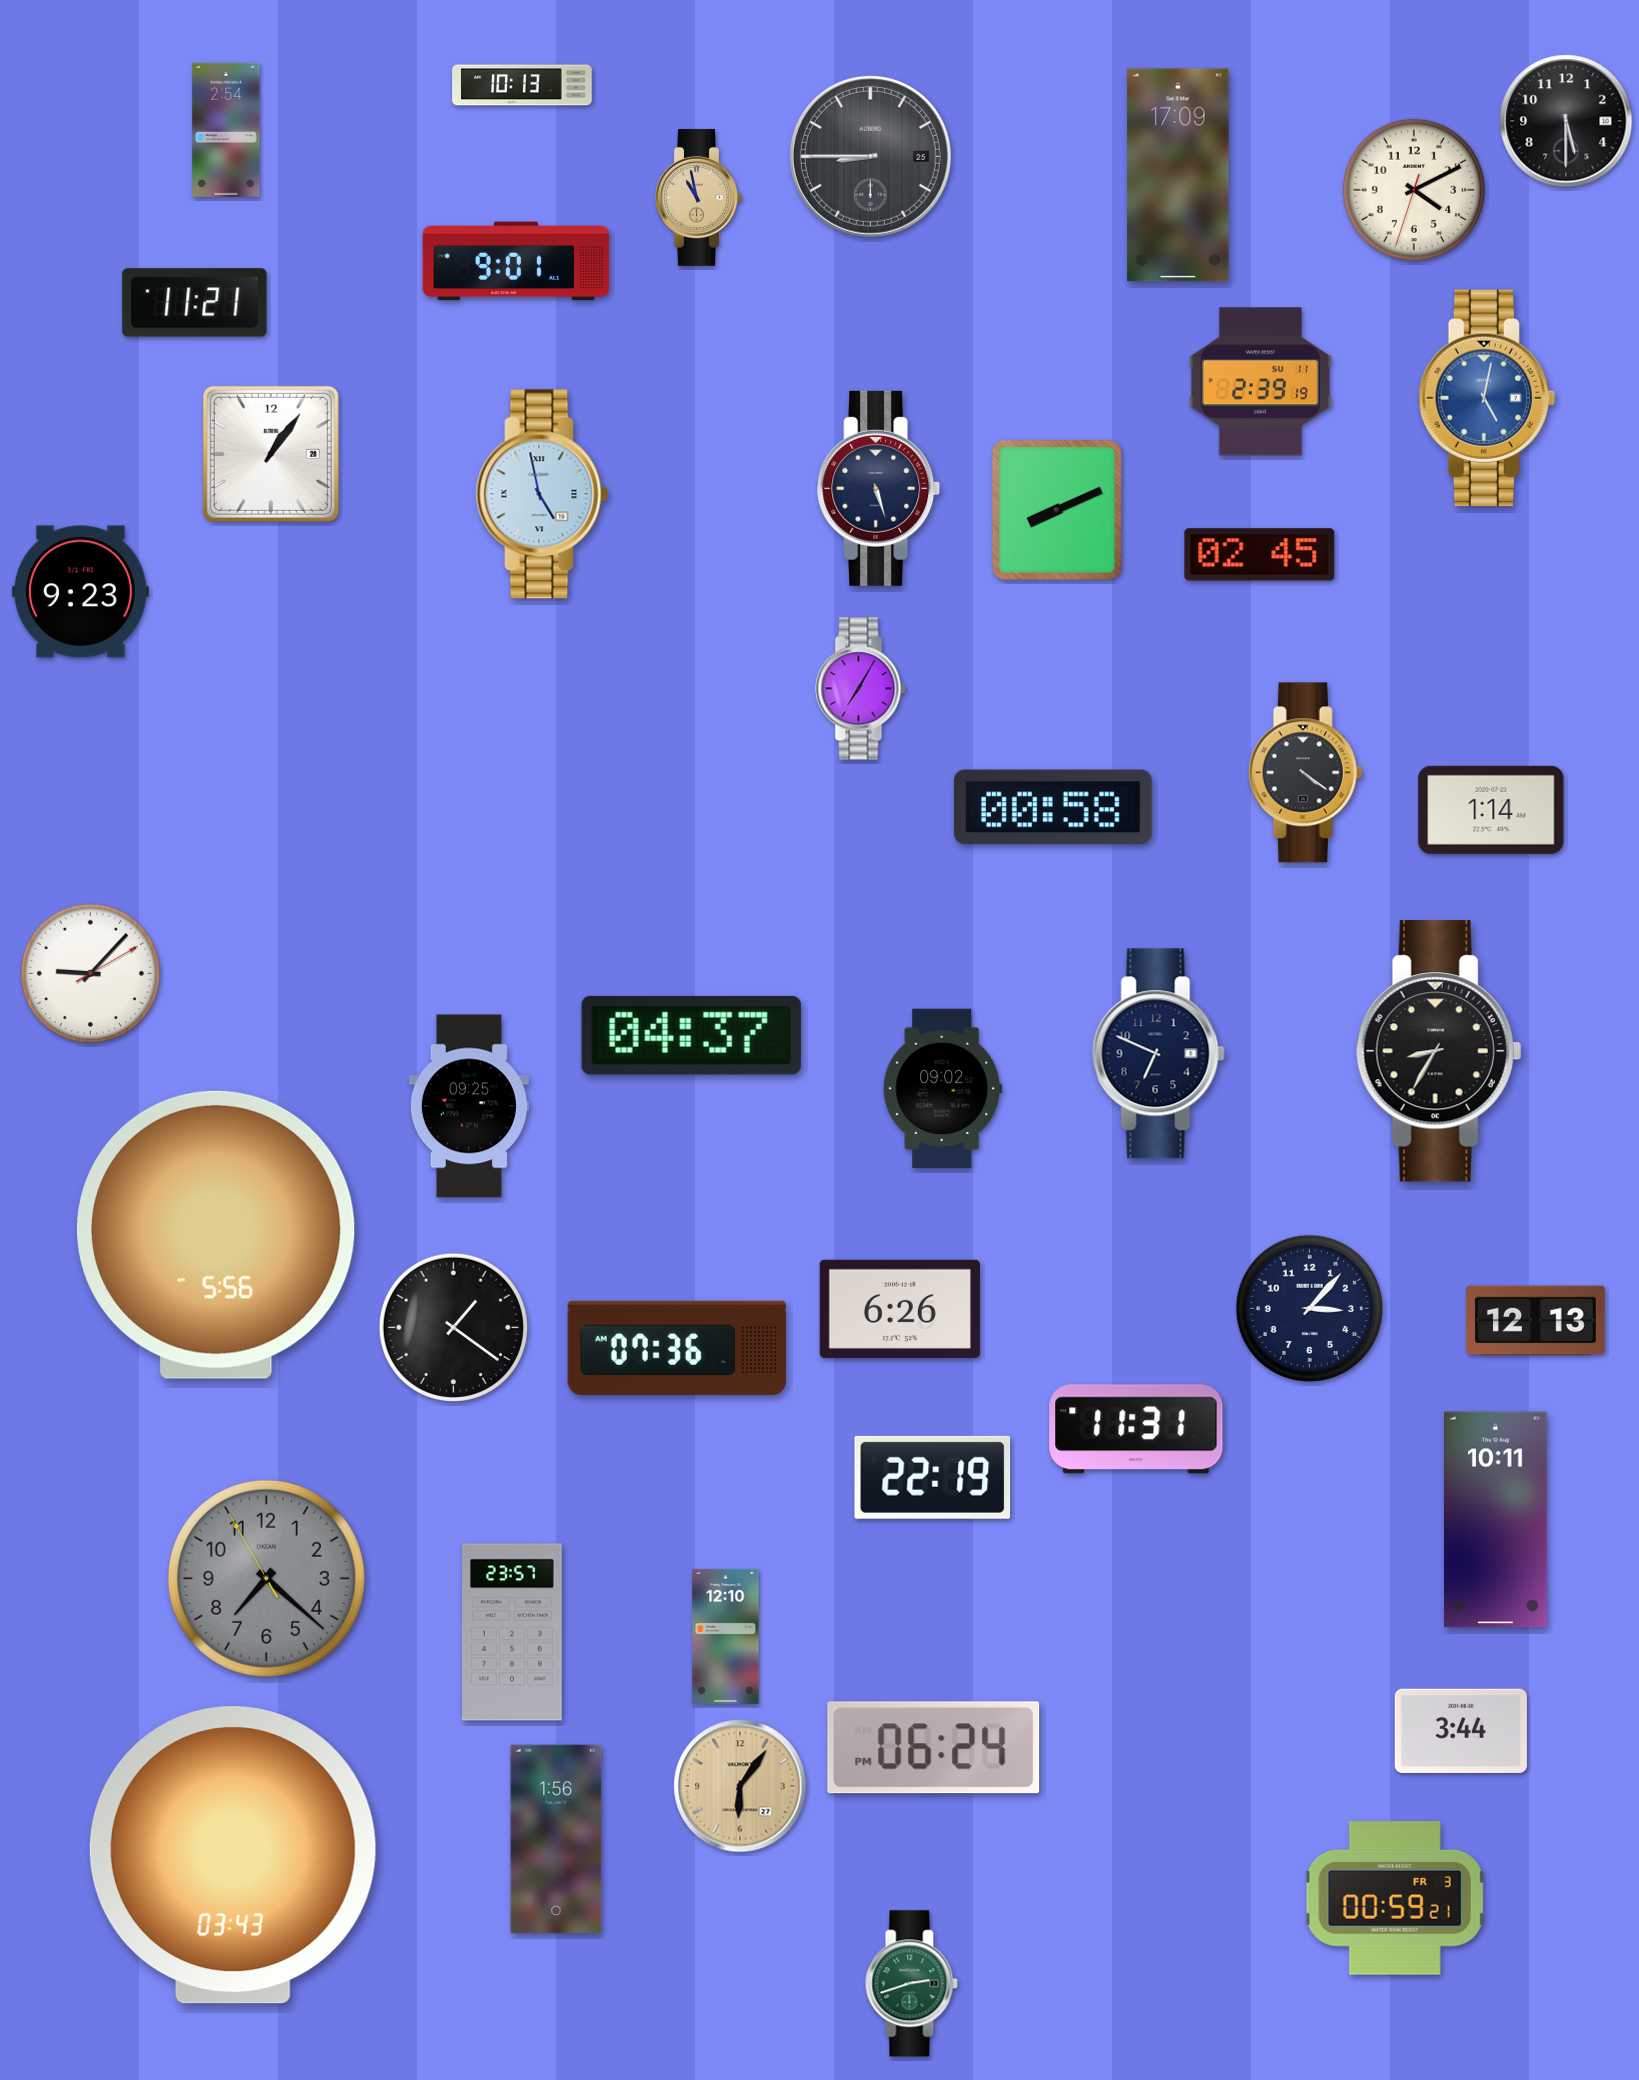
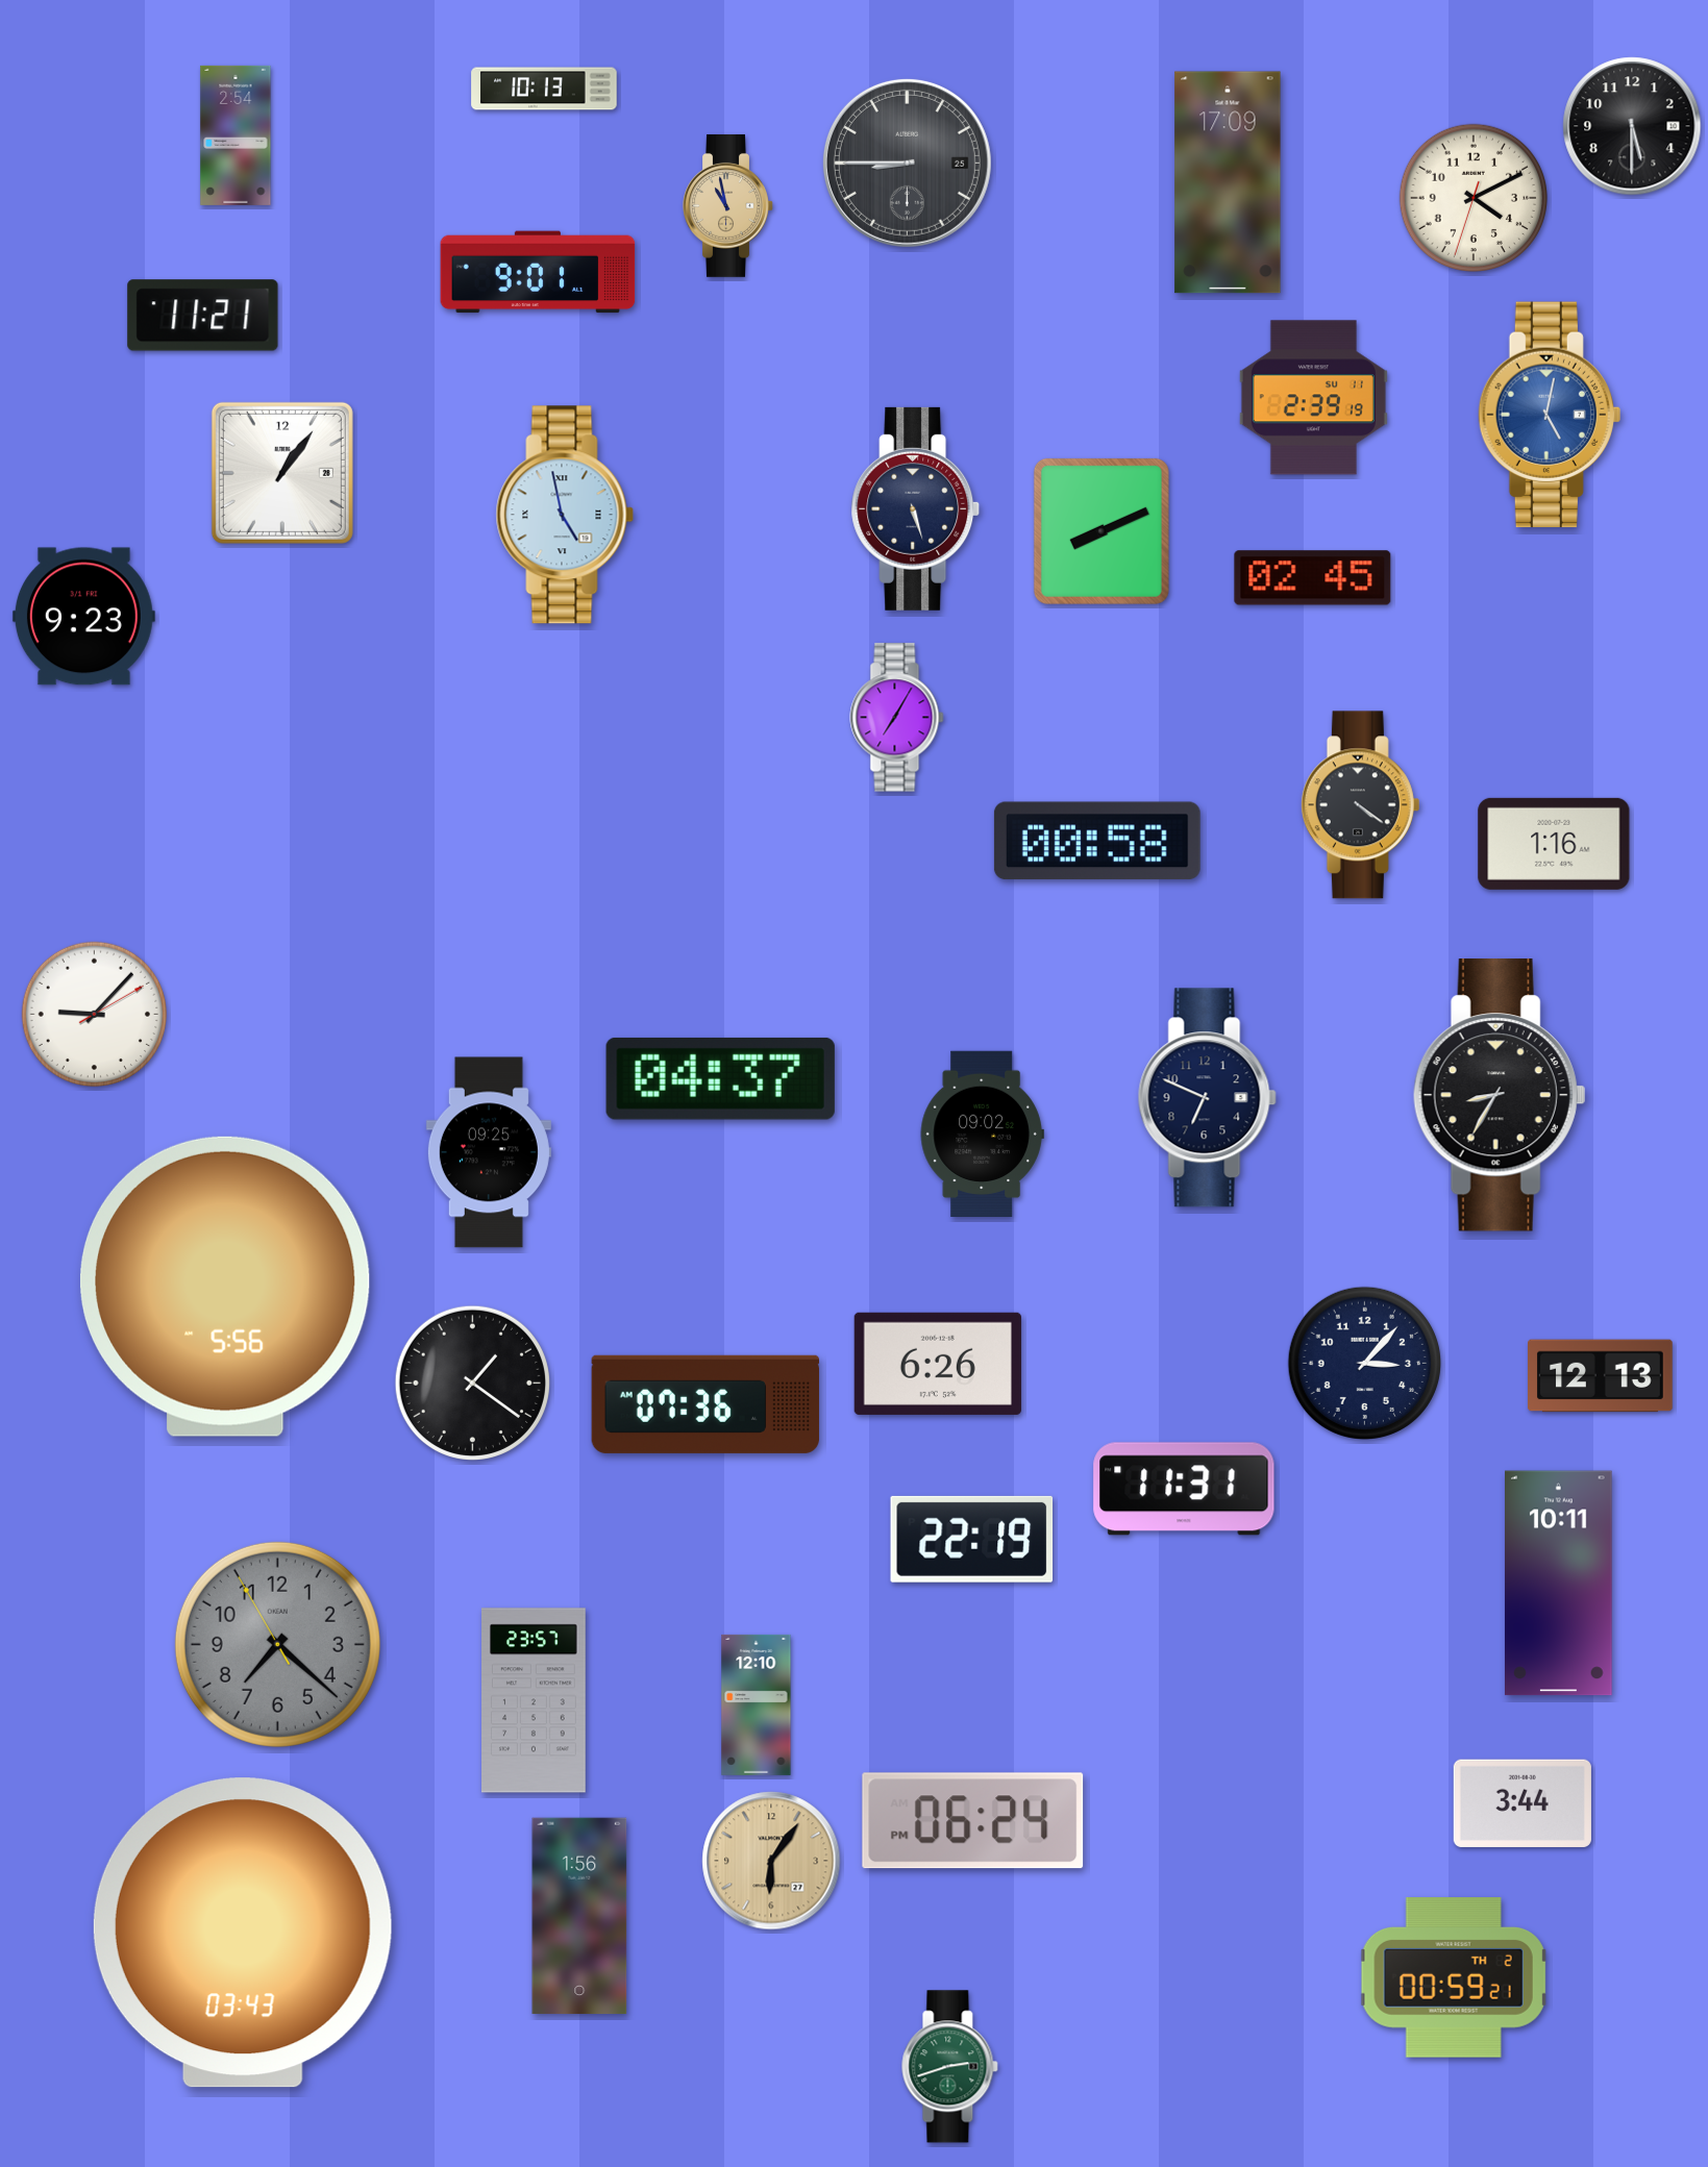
clock at (1491, 810): 1:14 -> 1:16
clock at (1395, 1899) date: FR 3 -> TH 2
